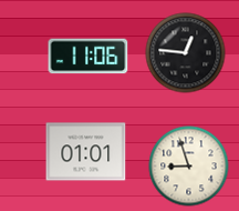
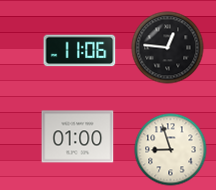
clock at (86, 152): 01:01 -> 01:00
